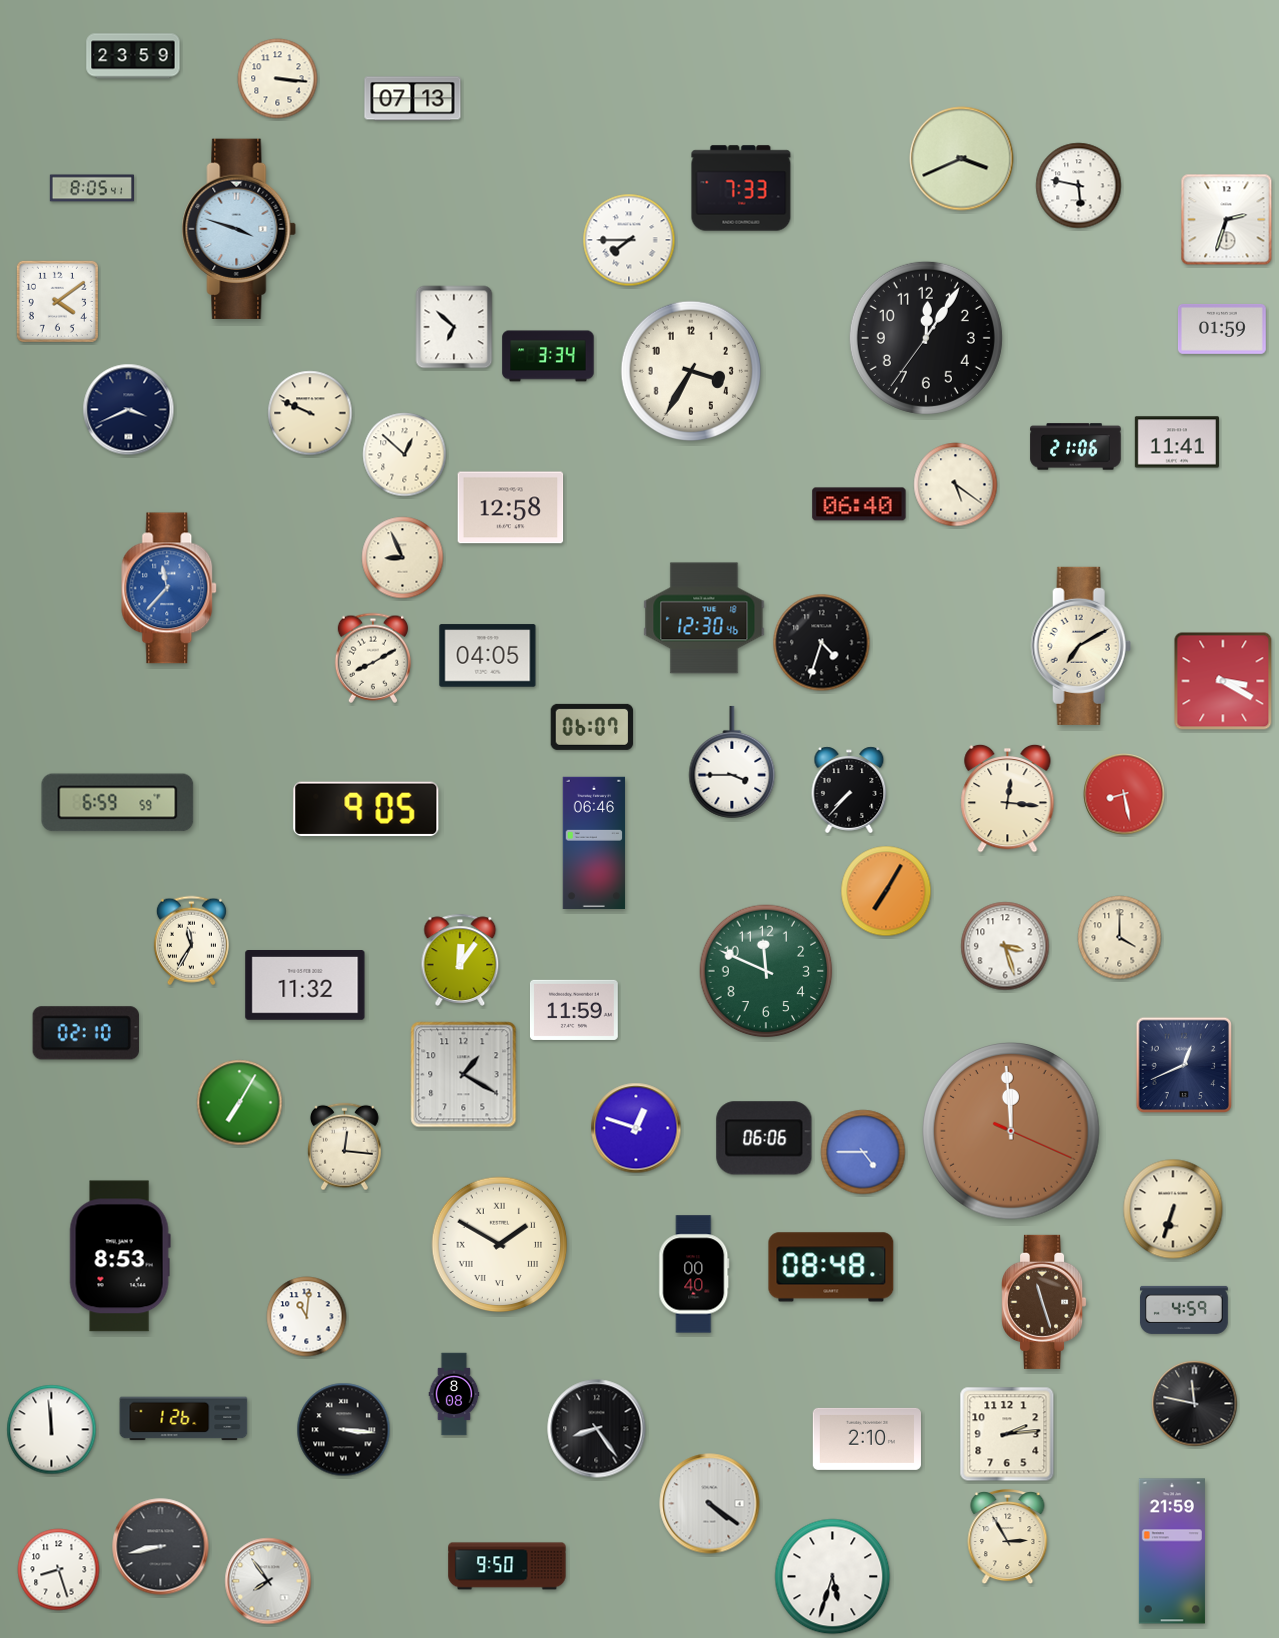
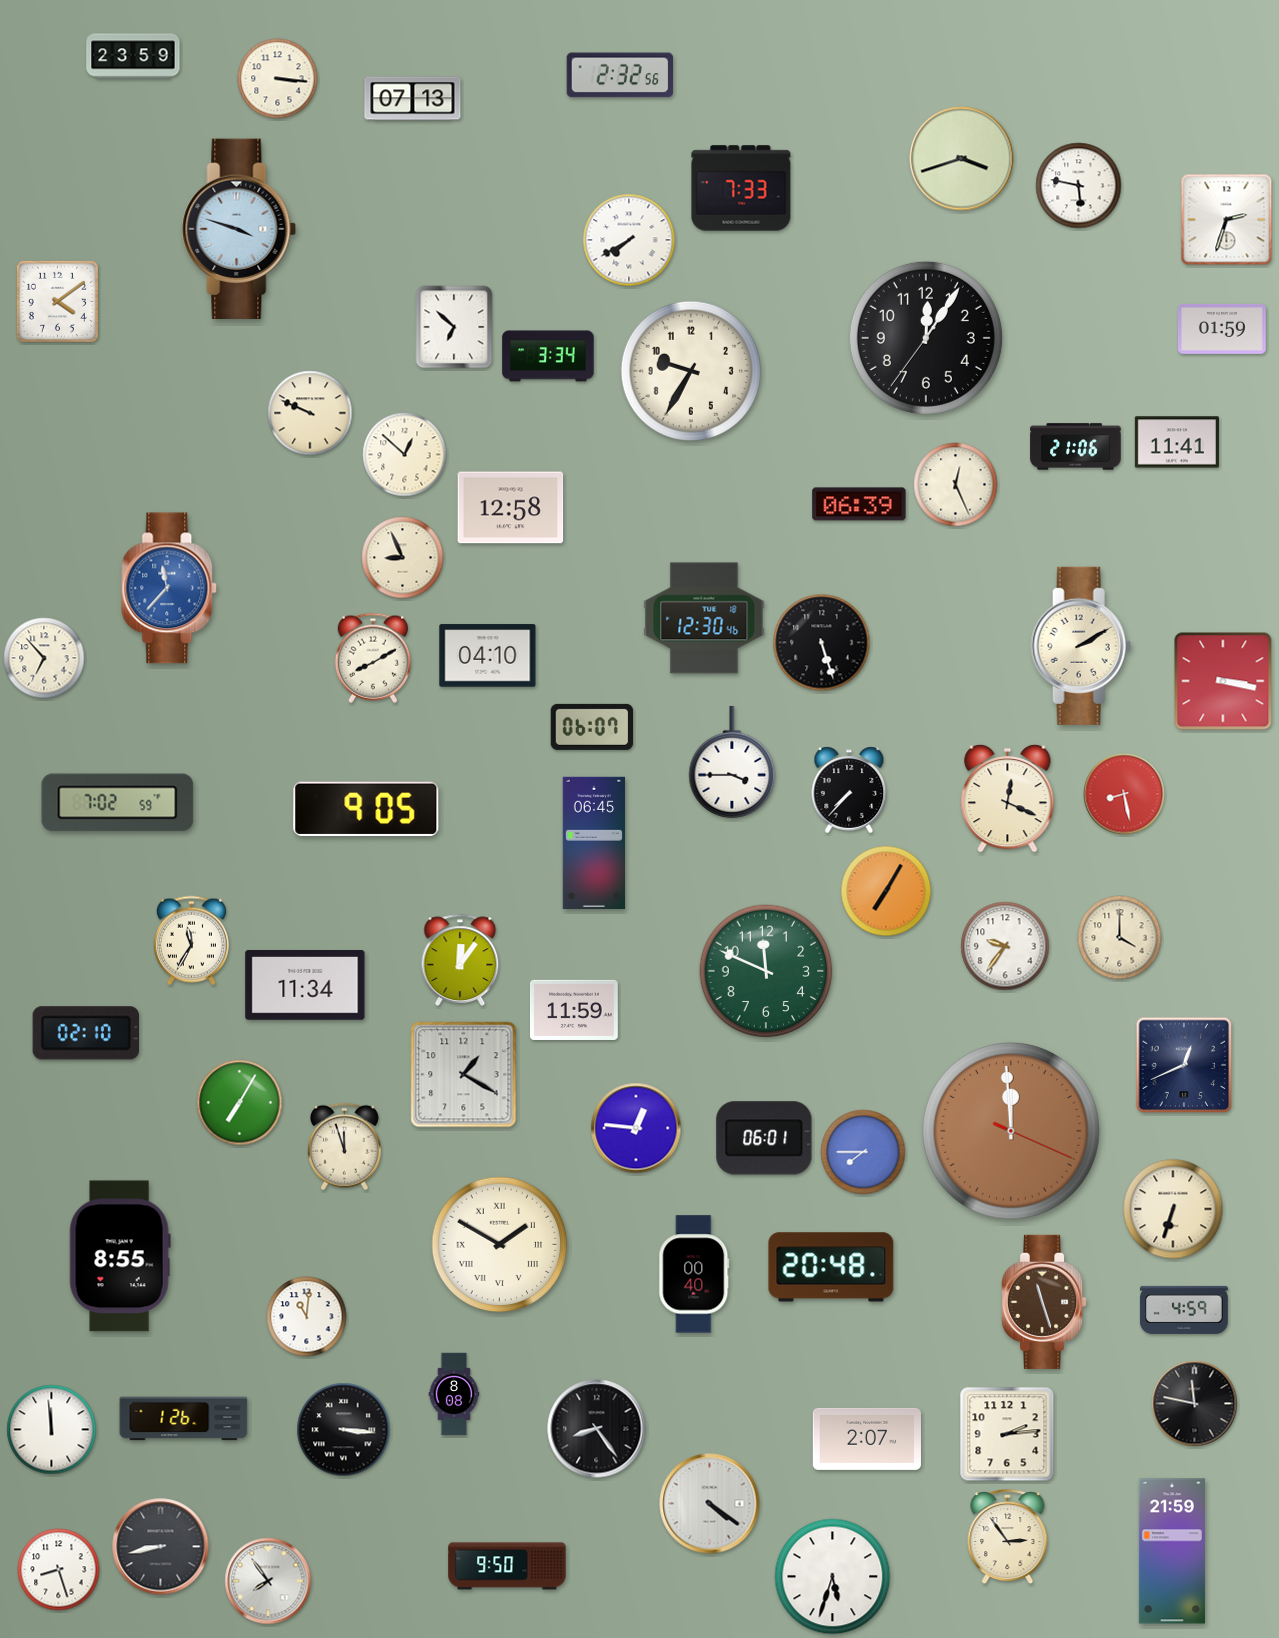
clock at (620, 75): none -> 2:32
clock at (962, 159): 3:41 -> 3:42
clock at (91, 188): 8:05 -> none
clock at (629, 240): 7:45 -> 7:40
clock at (690, 370): 3:35 -> 9:35
clock at (129, 410): 3:41 -> none
clock at (956, 485): 5:21 -> 12:26
clock at (859, 504): 06:40 -> 06:39
clock at (822, 643): 4:33 -> 5:27
clock at (1081, 646): 7:10 -> 2:10
clock at (488, 656): 04:05 -> 04:10
clock at (44, 658): none -> 6:53
clock at (1223, 681): 3:20 -> 3:17
clock at (1008, 798): 12:16 -> 12:19
clock at (118, 803): 6:59 -> 7:02
clock at (594, 842): 06:46 -> 06:45
clock at (1005, 946): 3:27 -> 9:36
clock at (305, 986): 11:32 -> 11:34
clock at (636, 1128): 12:48 -> 12:46
clock at (764, 1138): 06:06 -> 06:01
clock at (345, 1147): 12:16 -> 11:57
clock at (863, 1152): 4:45 -> 7:45
clock at (120, 1256): 8:53 -> 8:55
clock at (831, 1267): 08:48 -> 20:48
clock at (867, 1439): 2:10 -> 2:07
clock at (1008, 1538): 2:55 -> 2:54
